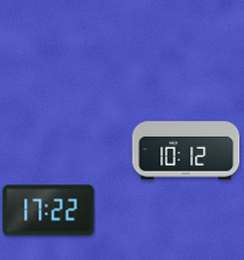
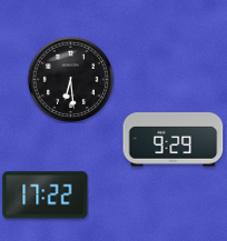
clock at (70, 79): none -> 6:29
clock at (187, 151): 10:12 -> 9:29
